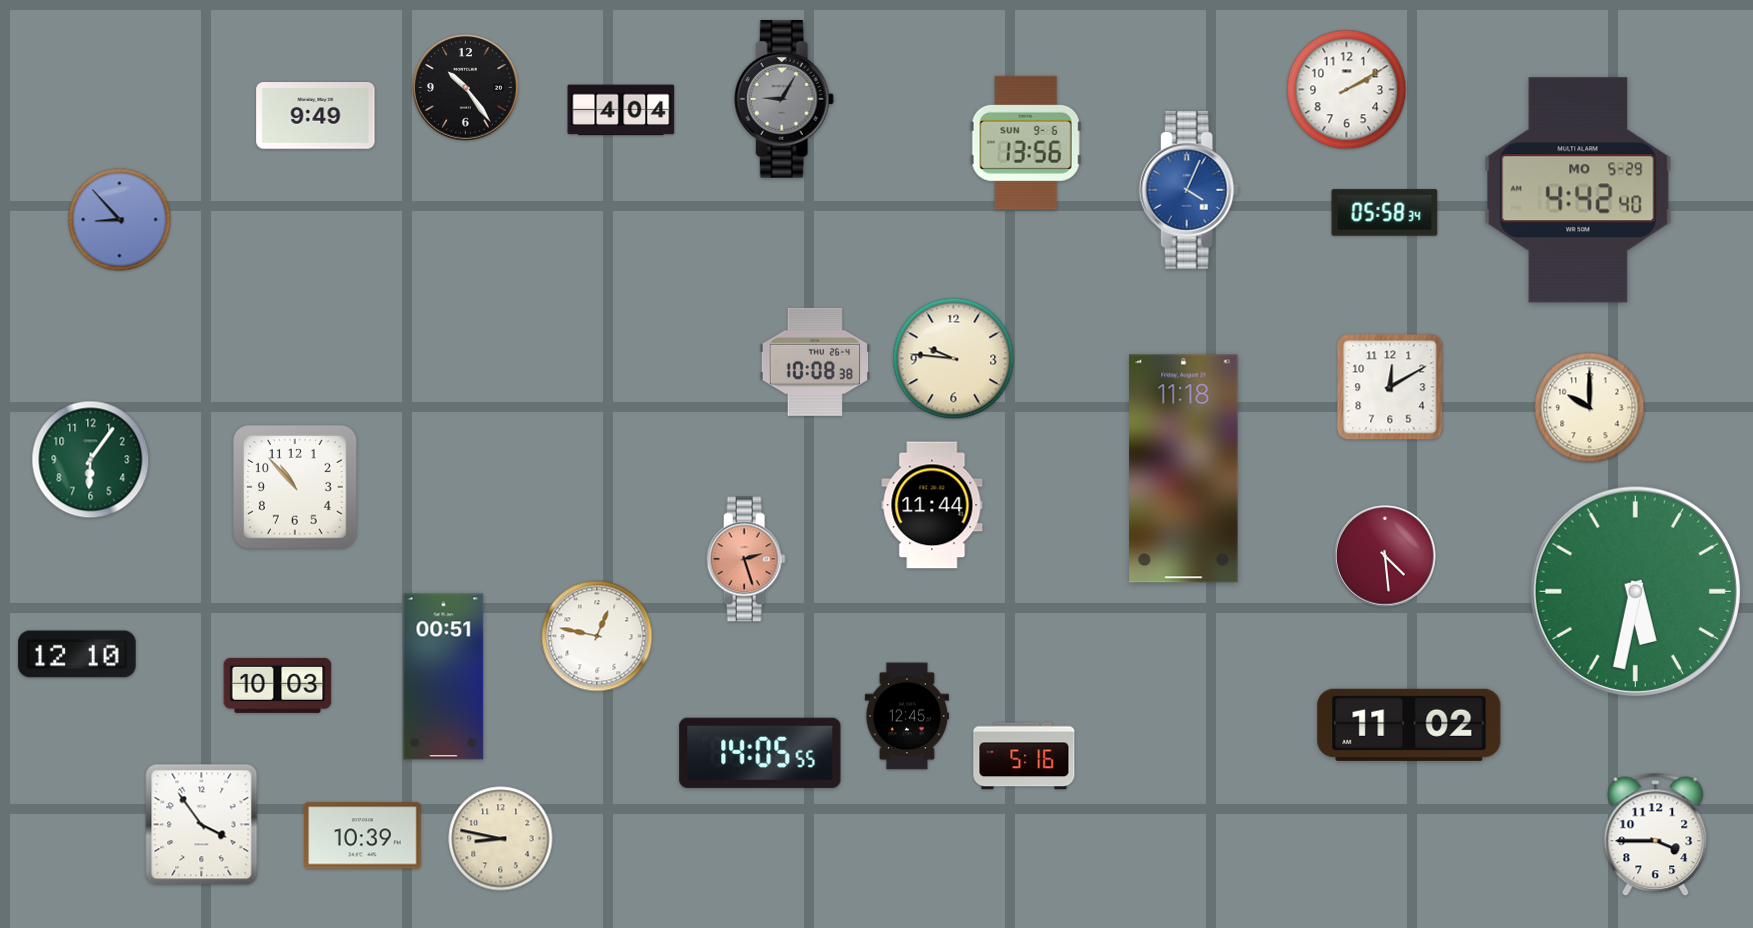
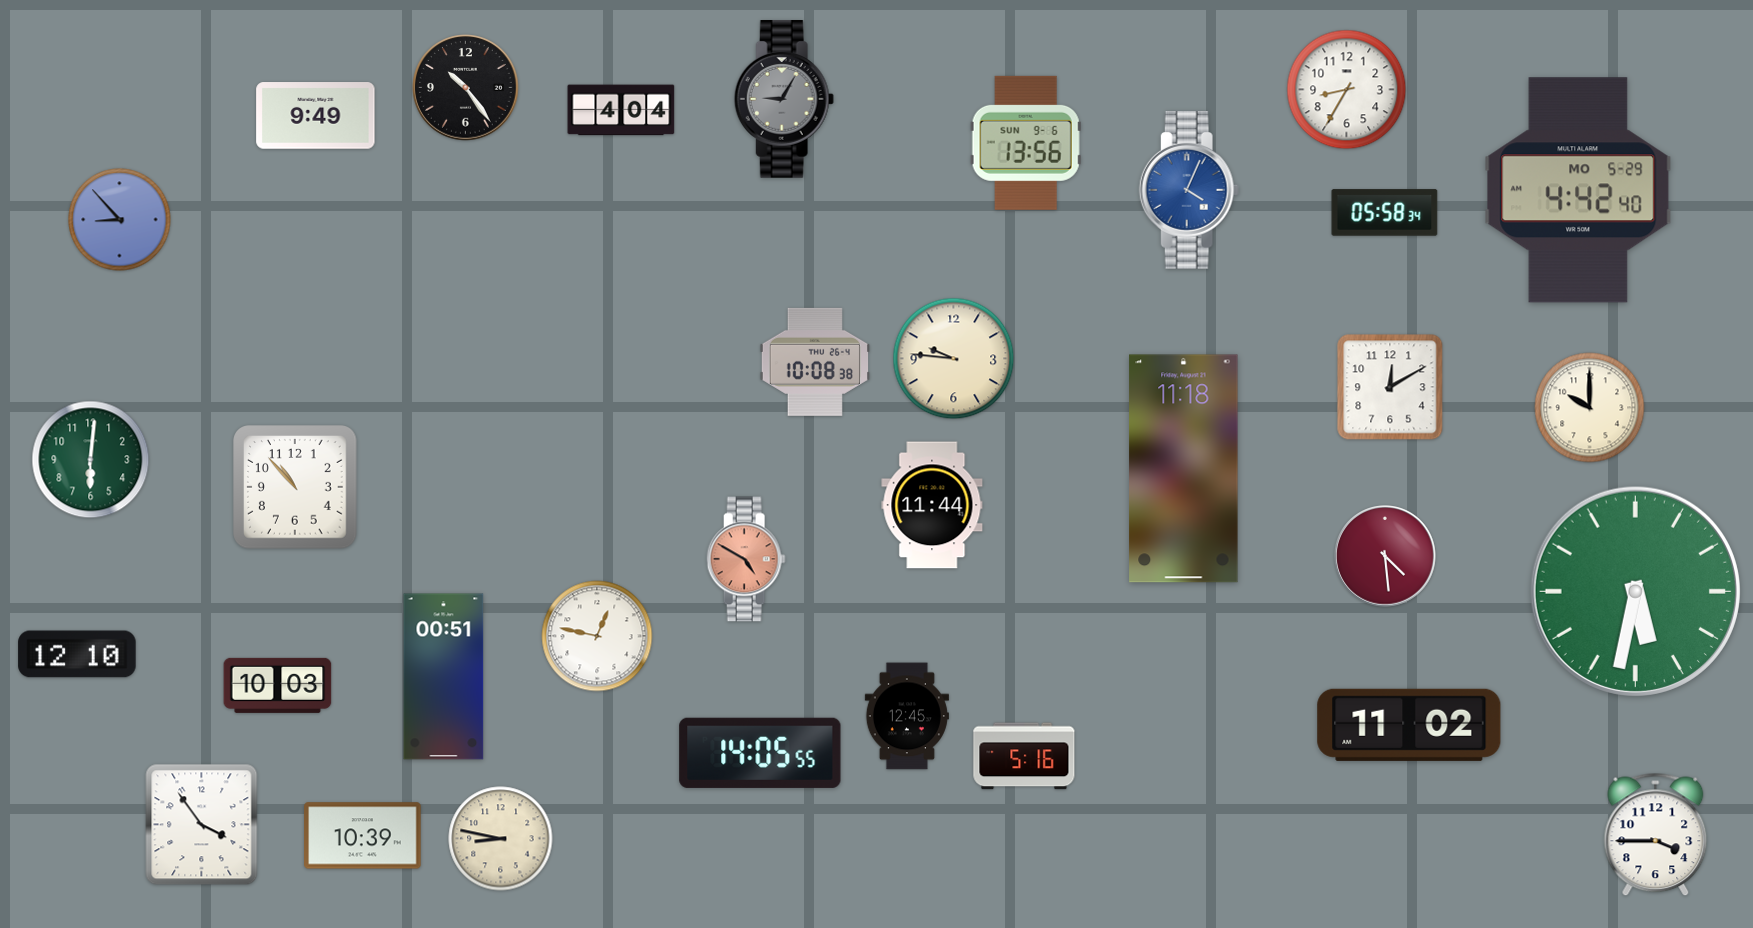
clock at (1347, 90): 2:10 -> 8:35
clock at (91, 460): 6:06 -> 6:01
clock at (746, 559): 2:27 -> 4:50
